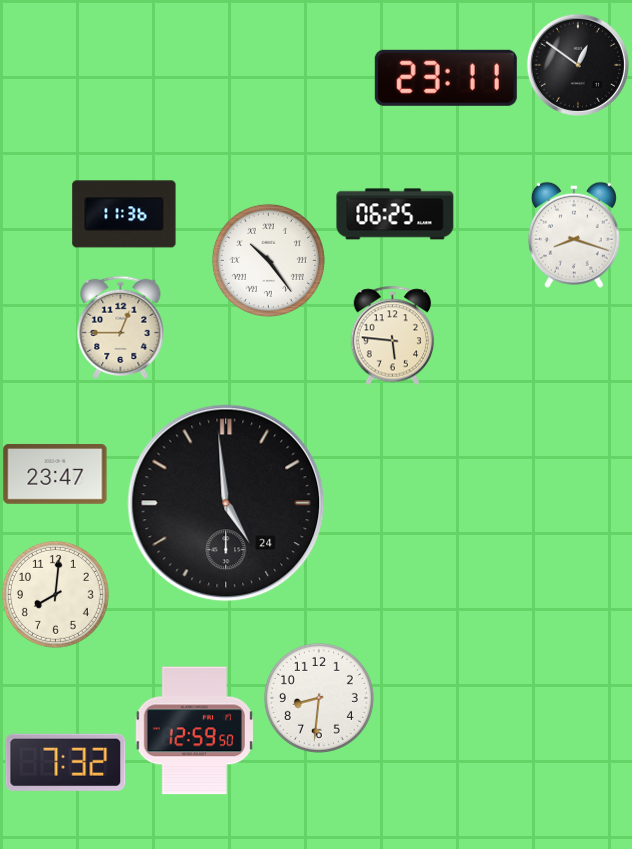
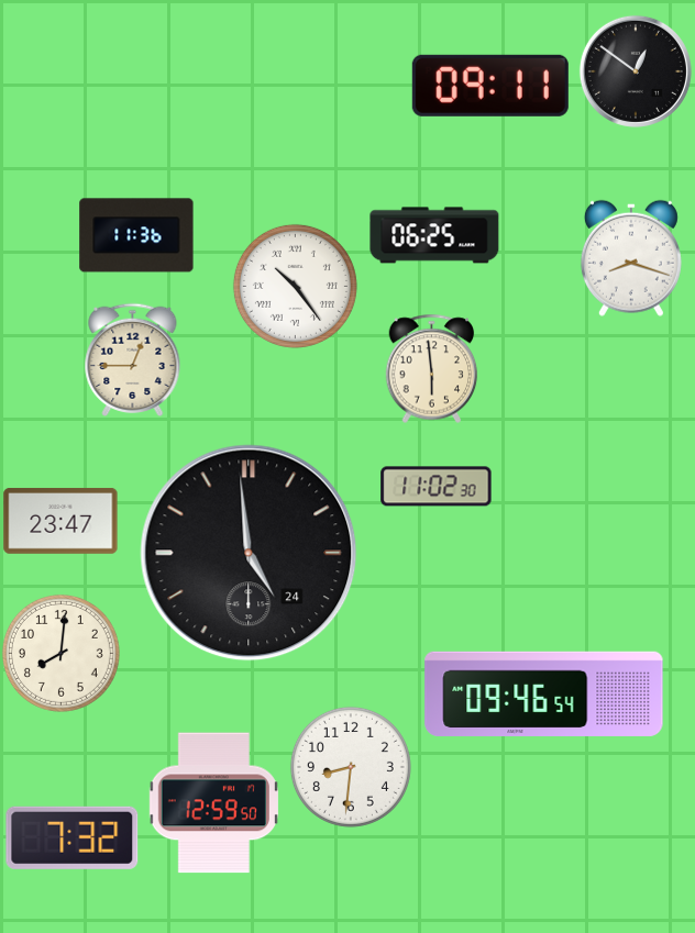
clock at (446, 78): 23:11 -> 09:11
clock at (393, 335): 5:46 -> 5:59
clock at (437, 487): none -> 11:02
clock at (544, 693): none -> 09:46
